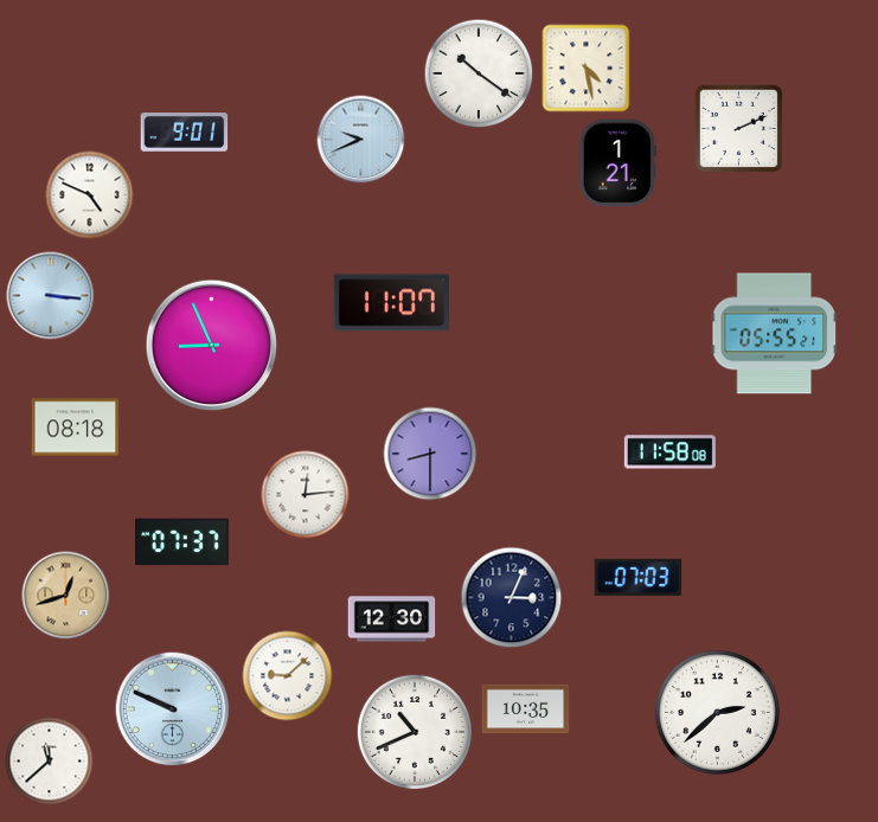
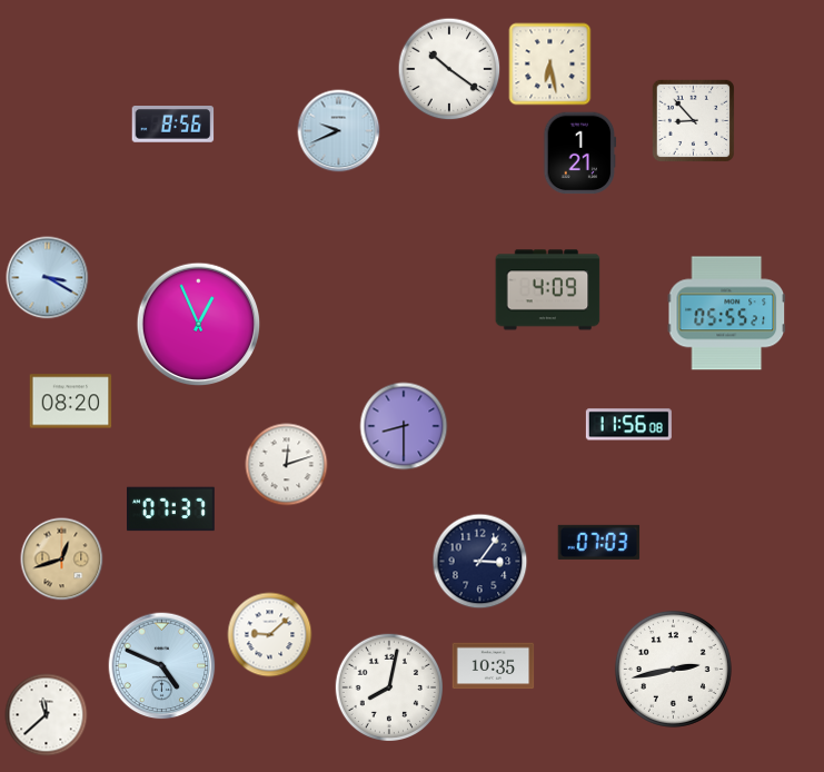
clock at (587, 69): 4:28 -> 6:28
clock at (738, 128): 2:11 -> 8:53
clock at (185, 133): 9:01 -> 8:56
clock at (90, 195): 4:49 -> none
clock at (51, 296): 3:16 -> 3:20
clock at (391, 303): 11:07 -> none
clock at (548, 290): none -> 4:09
clock at (212, 346): 8:56 -> 12:56
clock at (76, 428): 08:18 -> 08:20
clock at (669, 452): 11:58 -> 11:56
clock at (306, 495): 12:14 -> 12:12
clock at (512, 598): 3:04 -> 3:06
clock at (392, 619): 12:30 -> none
clock at (173, 709): 9:49 -> 4:49
clock at (717, 712): 2:38 -> 2:43
clock at (414, 731): 10:41 -> 8:02
